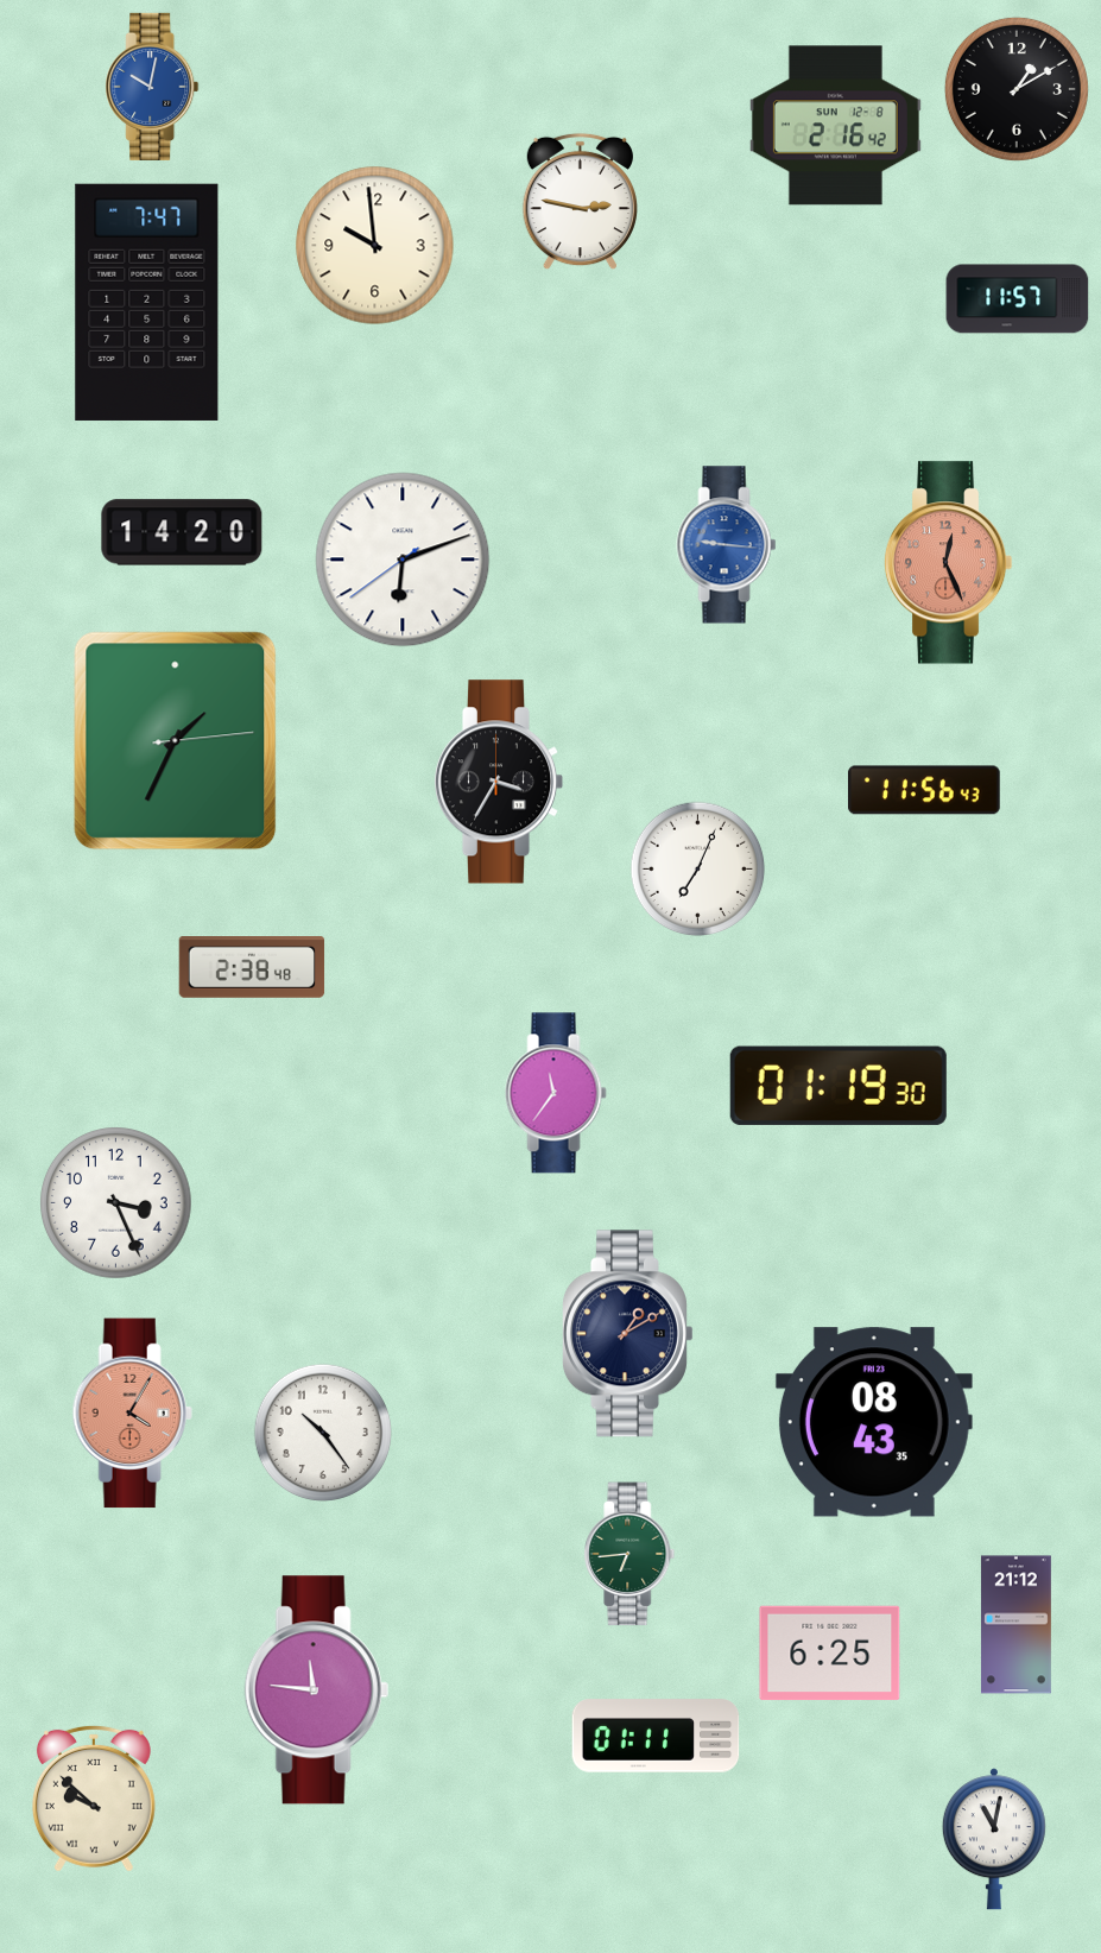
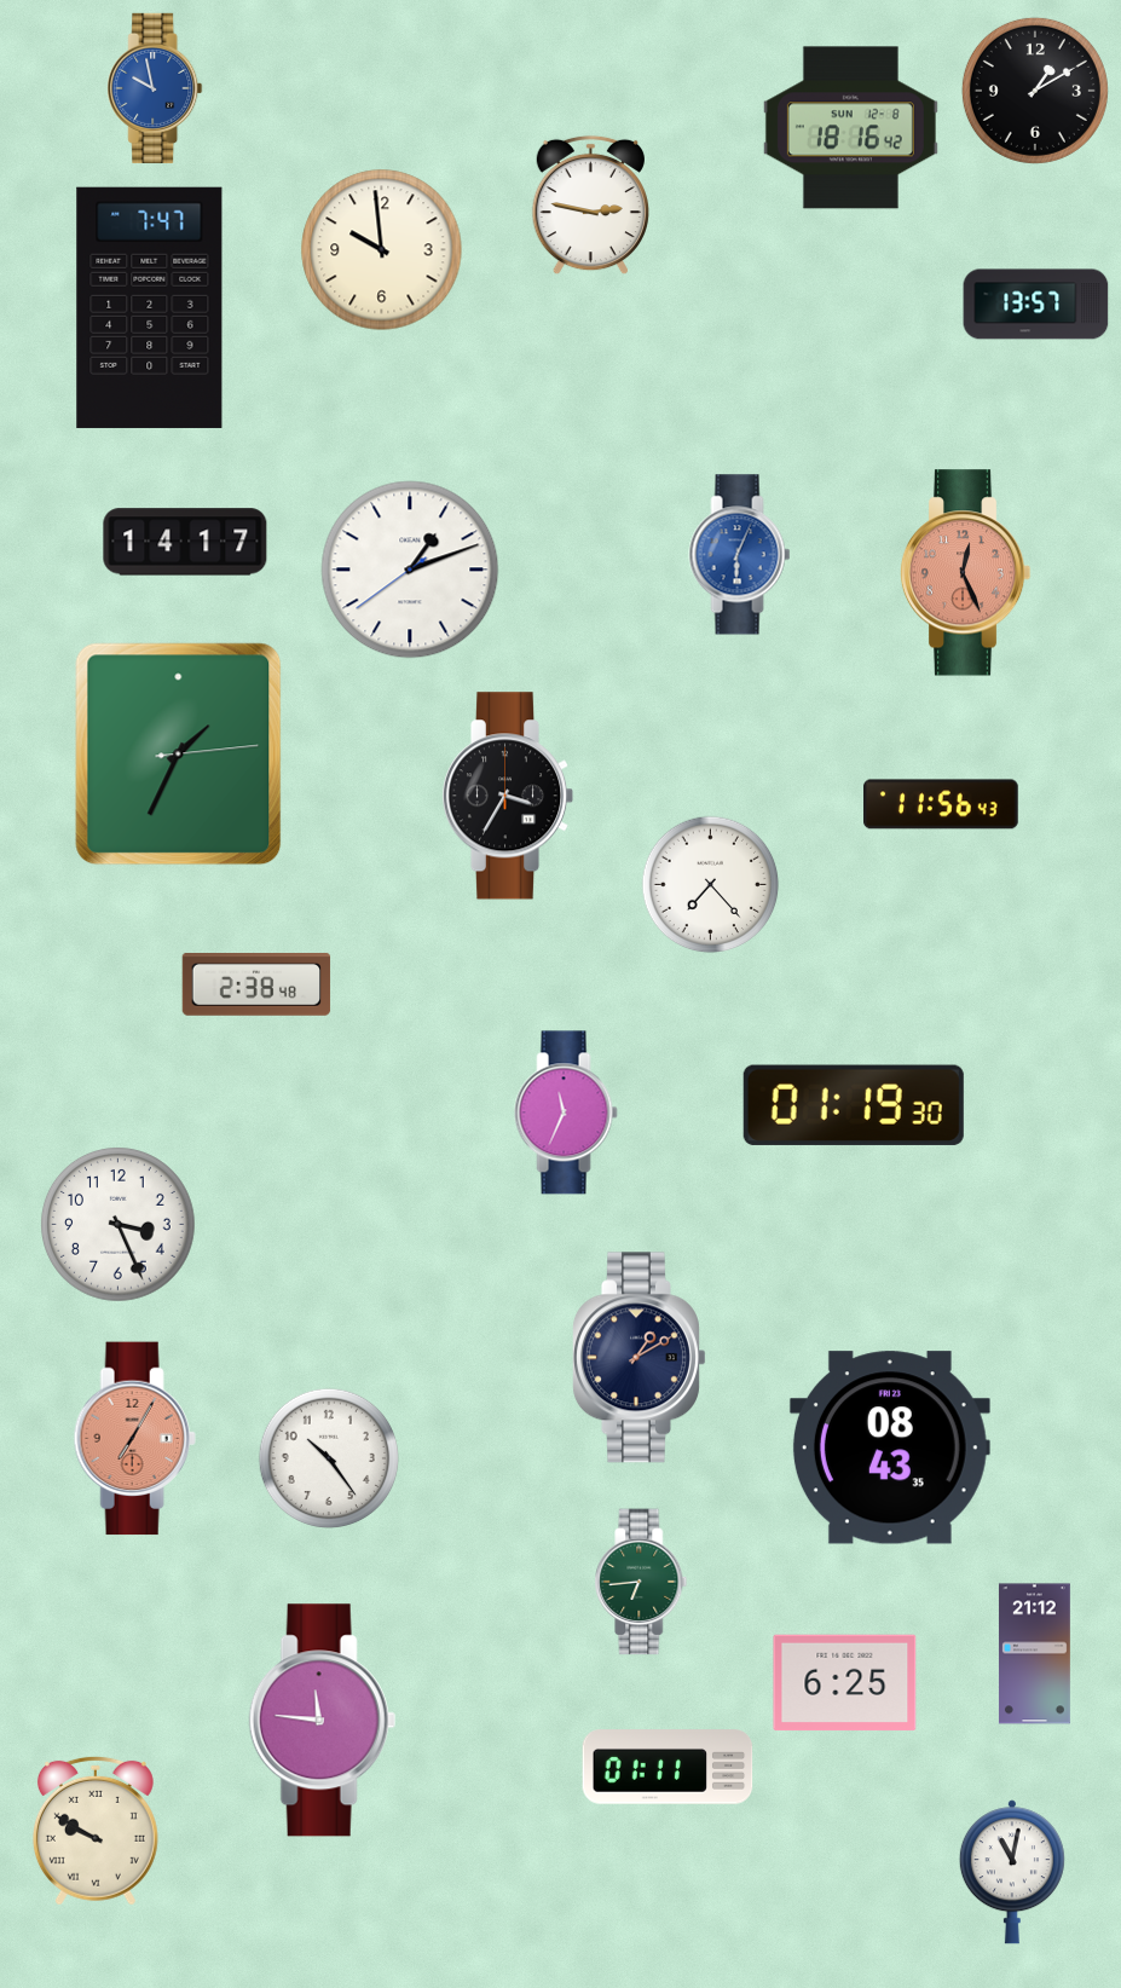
clock at (152, 87): 10:02 -> 9:58
clock at (835, 126): 2:16 -> 18:16
clock at (1018, 299): 11:57 -> 13:57
clock at (182, 532): 14:20 -> 14:17
clock at (727, 545): 9:16 -> 6:04
clock at (403, 560): 6:11 -> 1:11
clock at (698, 870): 7:04 -> 7:23
clock at (556, 1093): 11:36 -> 11:34
clock at (132, 1414): 4:05 -> 7:05
clock at (94, 1799): 9:52 -> 9:50
